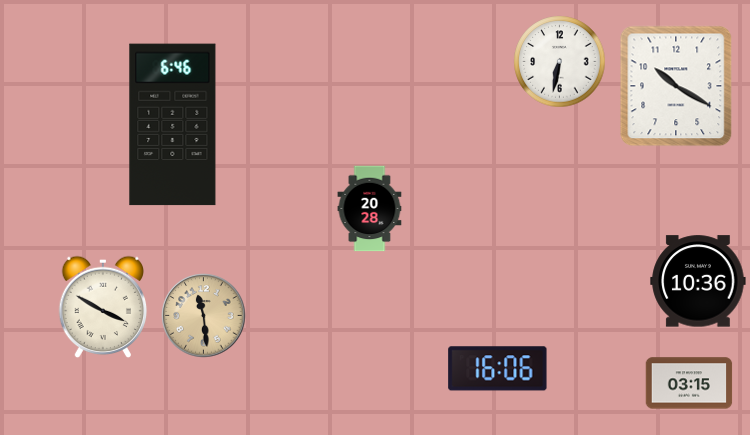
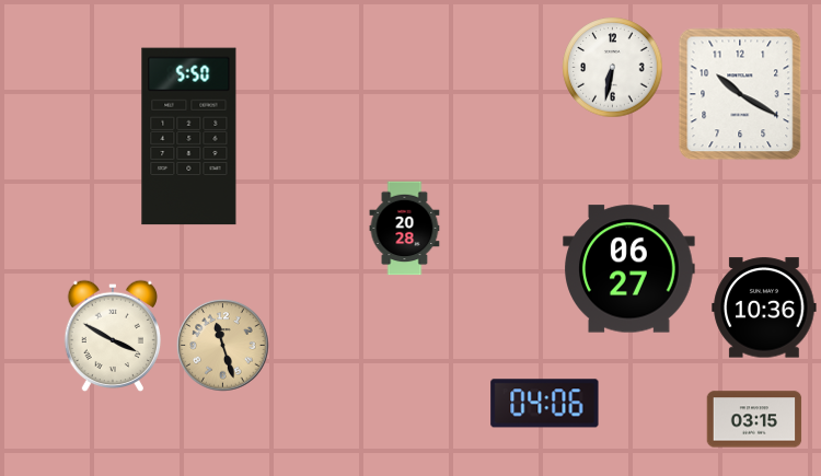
clock at (173, 125): 6:46 -> 5:50
clock at (629, 269): none -> 06:27
clock at (204, 316): 11:29 -> 11:27
clock at (498, 369): 16:06 -> 04:06
